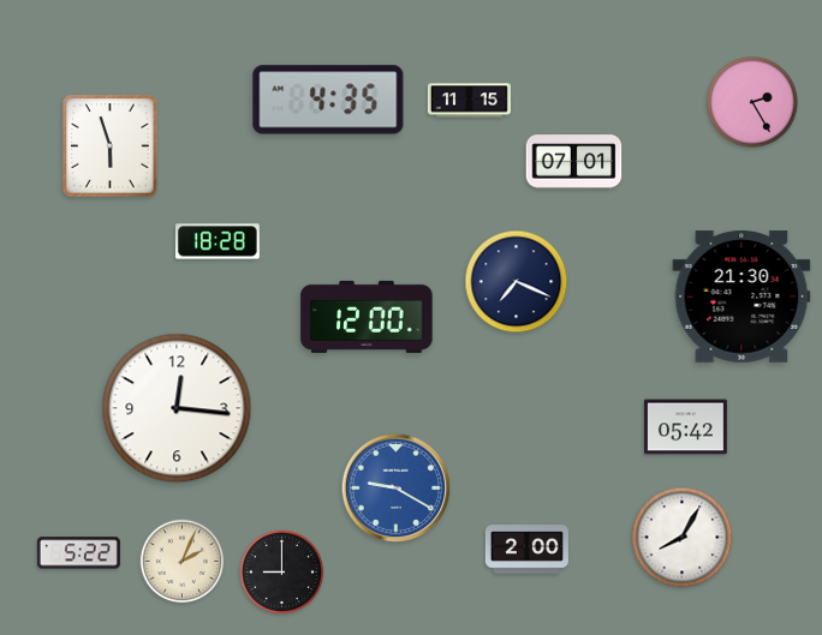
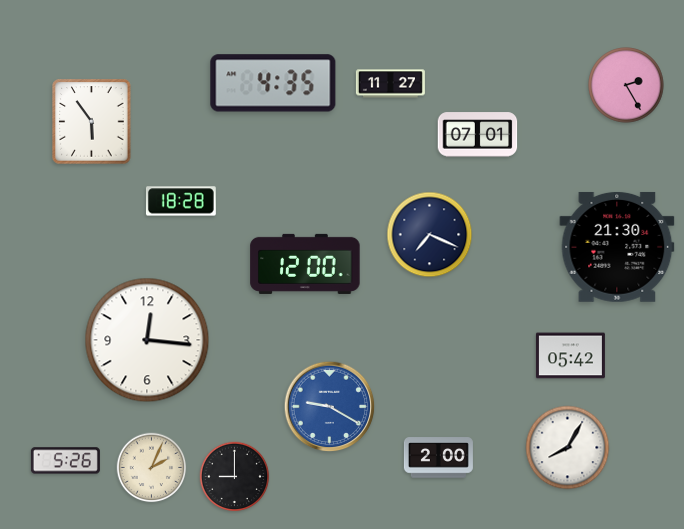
clock at (469, 101): 11:15 -> 11:27
clock at (111, 146): 5:57 -> 5:54
clock at (78, 553): 5:22 -> 5:26
